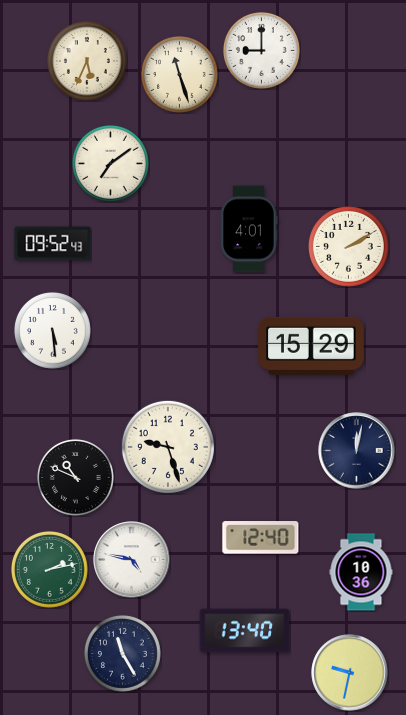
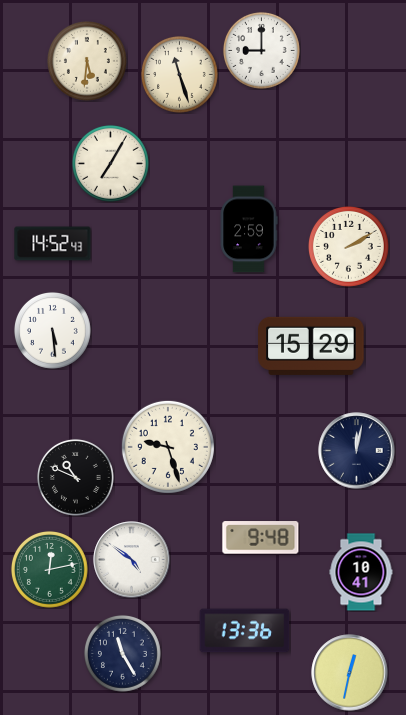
clock at (87, 61): 5:34 -> 5:31
clock at (110, 163): 7:09 -> 7:05
clock at (249, 229): 4:01 -> 2:59
clock at (53, 244): 09:52 -> 14:52
clock at (261, 538): 12:40 -> 9:48
clock at (132, 560): 4:47 -> 4:51
clock at (49, 569): 2:13 -> 12:13
clock at (361, 572): 10:36 -> 10:41
clock at (245, 631): 13:40 -> 13:36
clock at (350, 673): 9:32 -> 12:32
